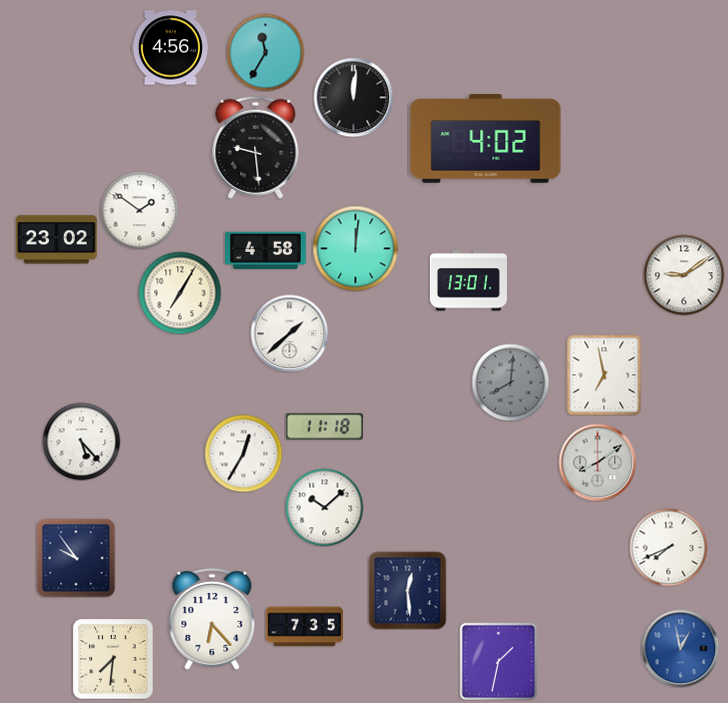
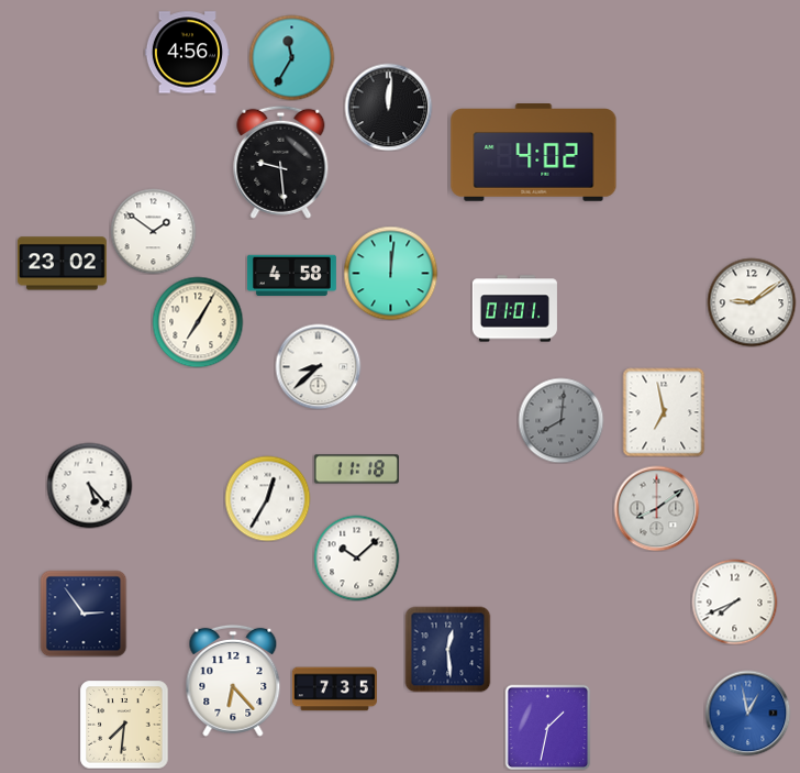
clock at (468, 281): 13:01 -> 01:01
clock at (289, 333): 1:38 -> 8:38
clock at (76, 558): 9:54 -> 2:54
